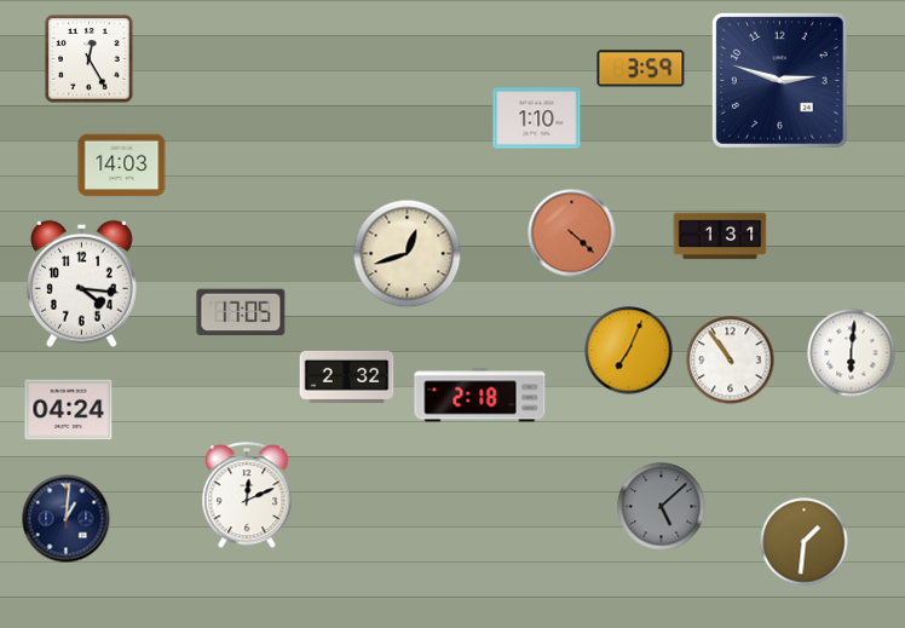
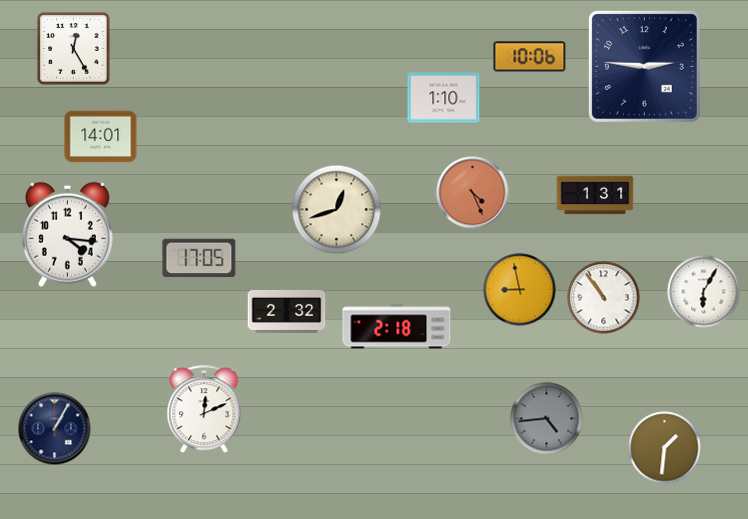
clock at (641, 69): 3:59 -> 10:06
clock at (779, 80): 2:48 -> 2:46
clock at (122, 166): 14:03 -> 14:01
clock at (572, 234): 4:22 -> 4:26
clock at (629, 351): 7:04 -> 8:58
clock at (852, 353): 6:01 -> 6:05
clock at (69, 410): 04:24 -> none
clock at (662, 507): 5:08 -> 4:44
clock at (67, 519): 1:01 -> 1:05
